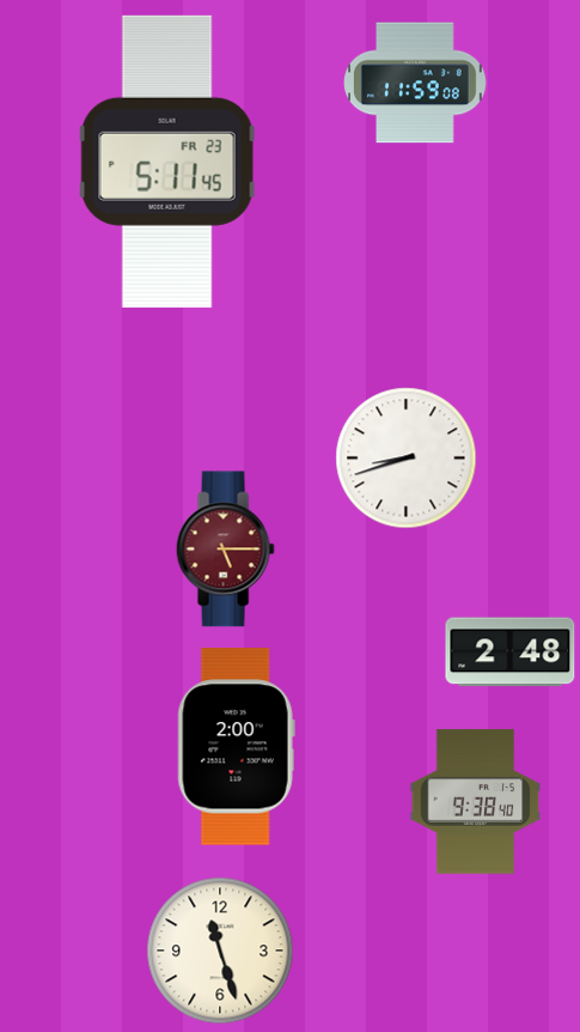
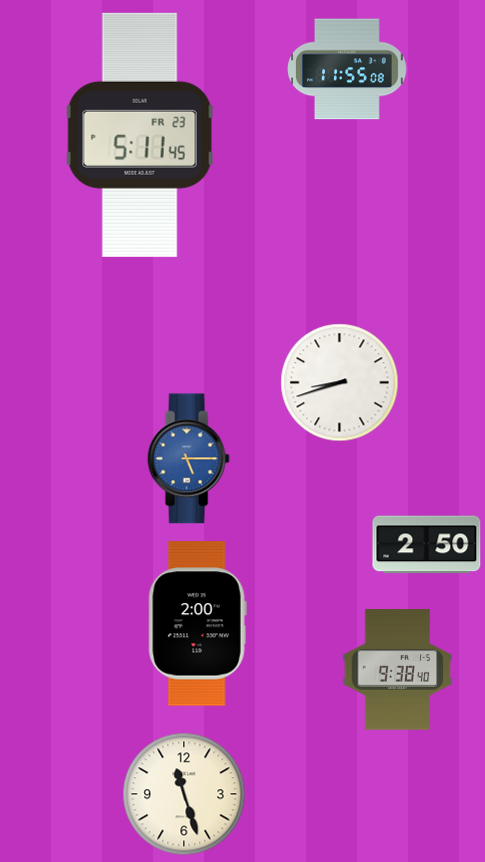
clock at (416, 83): 11:59 -> 11:55
clock at (225, 550) dial: burgundy -> blue
clock at (511, 652): 2:48 -> 2:50
